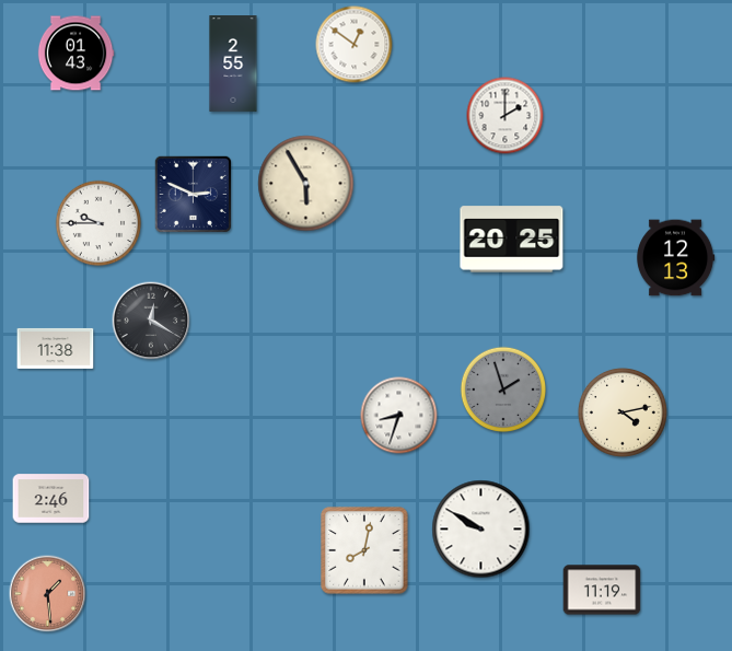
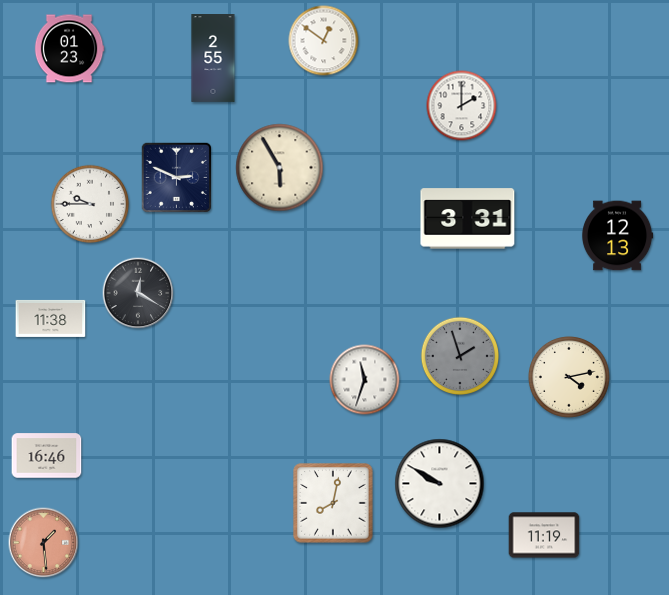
clock at (75, 54): 01:43 -> 01:23
clock at (512, 240): 20:25 -> 3:31
clock at (399, 416): 8:33 -> 11:33
clock at (51, 499): 2:46 -> 16:46
clock at (602, 590) position: (602, 590) -> (544, 535)
